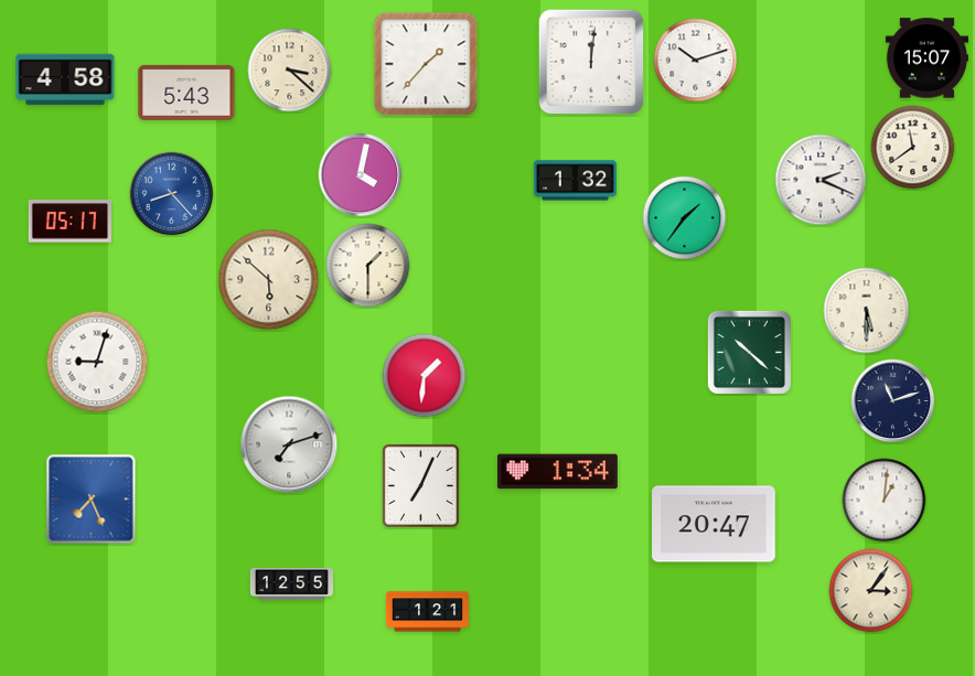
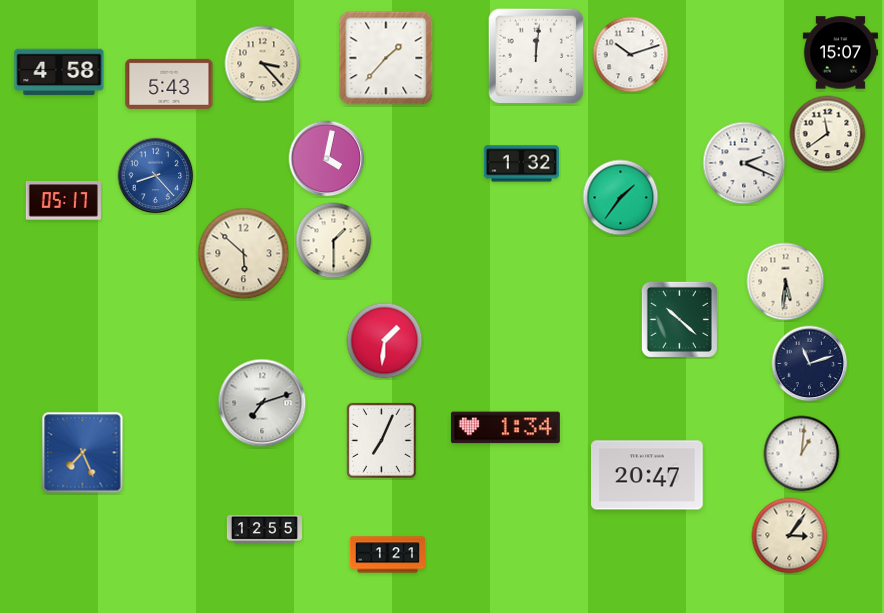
clock at (290, 71): 3:22 -> 3:23
clock at (867, 311): 5:30 -> 5:31
clock at (97, 362): 9:03 -> none
